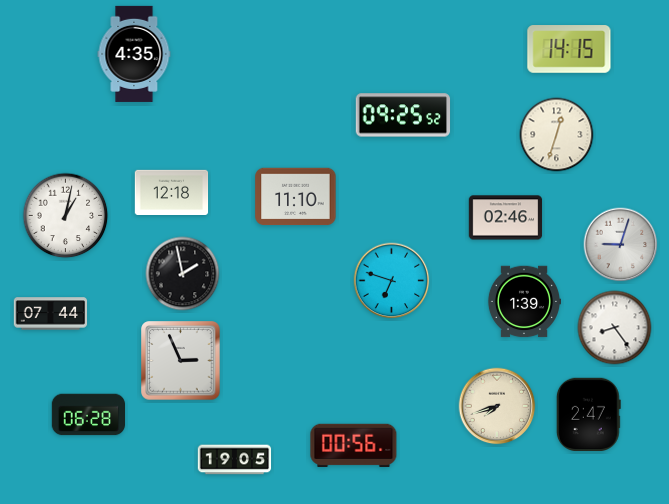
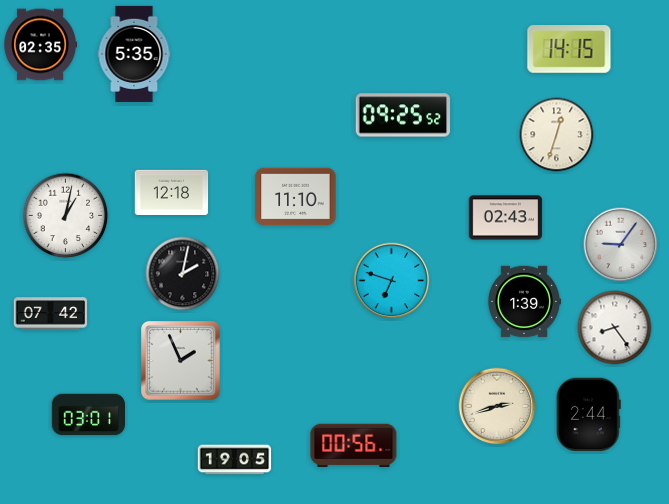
clock at (41, 45): none -> 02:35
clock at (134, 54): 4:35 -> 5:35
clock at (506, 218): 02:46 -> 02:43
clock at (621, 245): 9:03 -> 9:06
clock at (183, 274): 1:58 -> 2:02
clock at (51, 314): 07:44 -> 07:42
clock at (181, 361): 2:56 -> 1:56
clock at (497, 406): 7:42 -> 2:42
clock at (588, 414): 2:47 -> 2:44
clock at (89, 415): 06:28 -> 03:01
